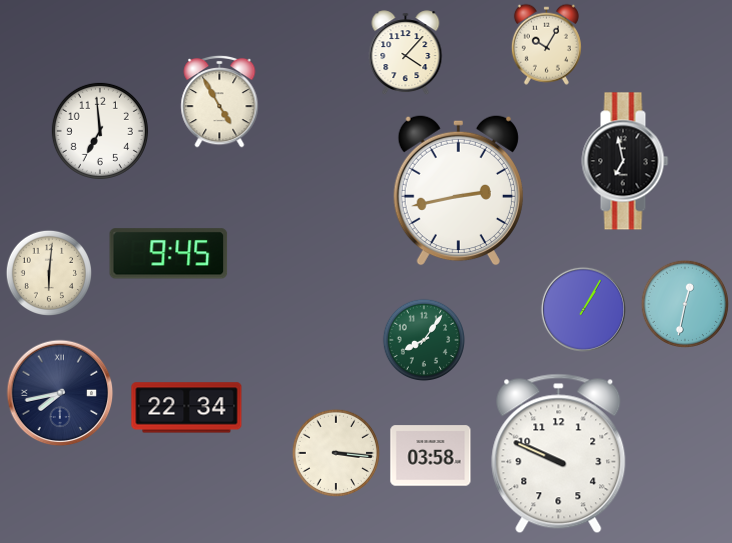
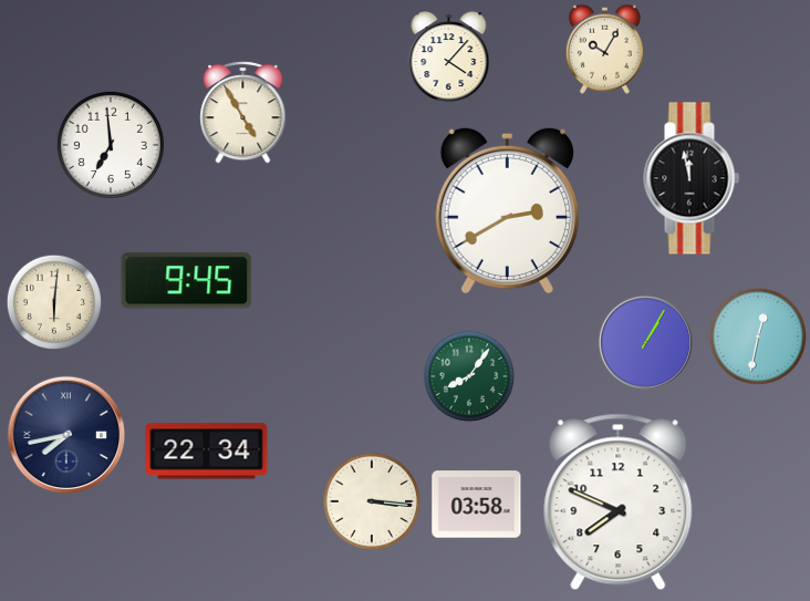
clock at (625, 161): 6:58 -> 11:58
clock at (458, 190): 2:43 -> 2:40
clock at (559, 454): 9:49 -> 7:49
